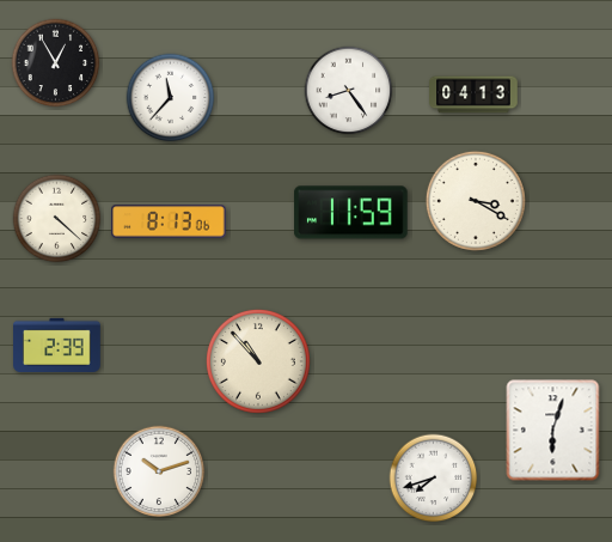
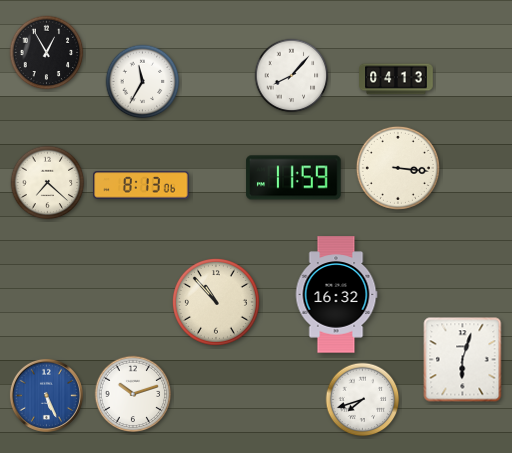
clock at (349, 91): 8:24 -> 8:07
clock at (171, 98): 11:37 -> 11:35
clock at (476, 201): 3:20 -> 3:16
clock at (57, 219): 4:22 -> 7:22
clock at (57, 345): 2:39 -> none
clock at (336, 295): none -> 16:32
clock at (46, 395): none -> 5:26
